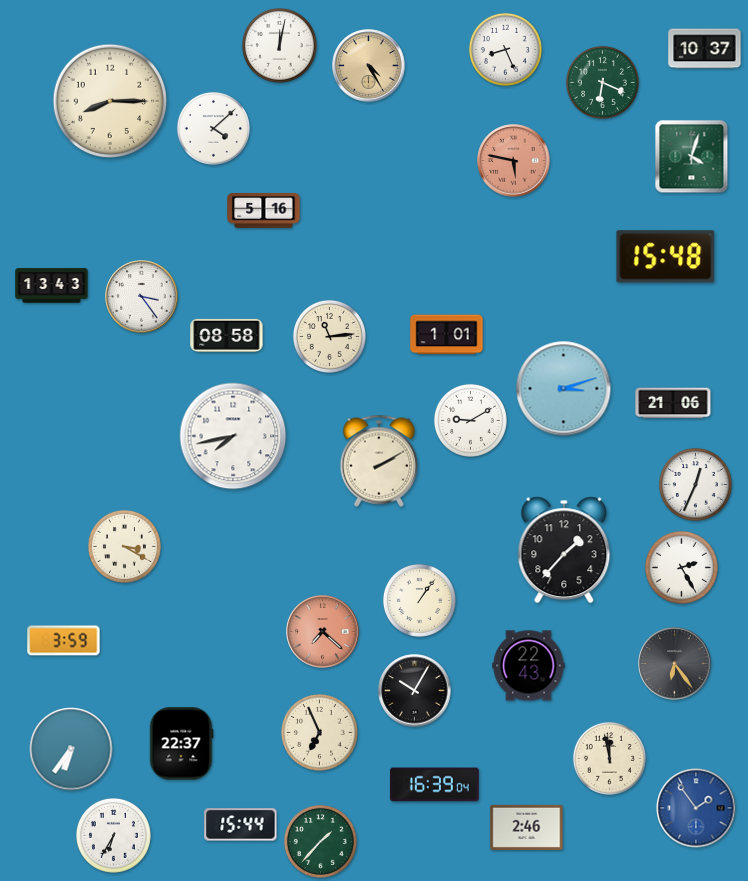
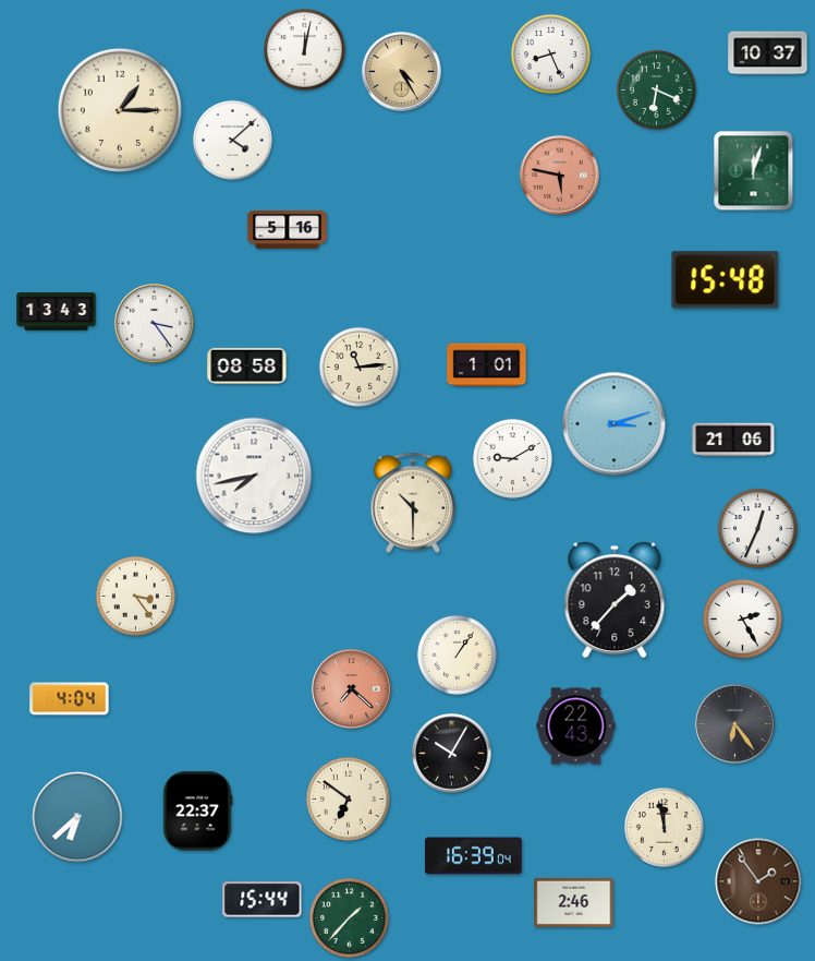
clock at (109, 100): 8:15 -> 1:15
clock at (692, 157): 4:03 -> 12:03
clock at (379, 461): 2:10 -> 10:30
clock at (124, 546): 3:20 -> 3:24
clock at (64, 641): 3:59 -> 4:04
clock at (320, 733): 6:56 -> 6:51
clock at (71, 749): 6:36 -> 6:38
clock at (696, 808) dial: blue -> brown
clock at (113, 835): 6:35 -> none
